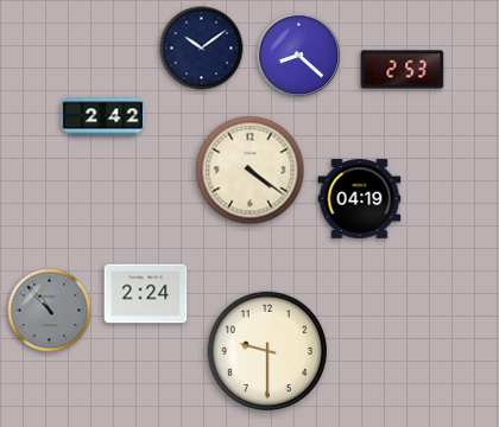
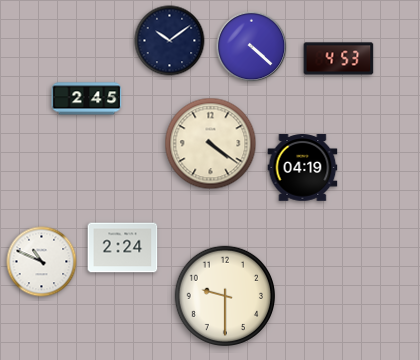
clock at (299, 56): 8:22 -> 4:22
clock at (403, 70): 2:53 -> 4:53
clock at (103, 117): 2:42 -> 2:45
clock at (50, 311): 10:53 -> 10:49
clock at (50, 311) dial: grey -> white
